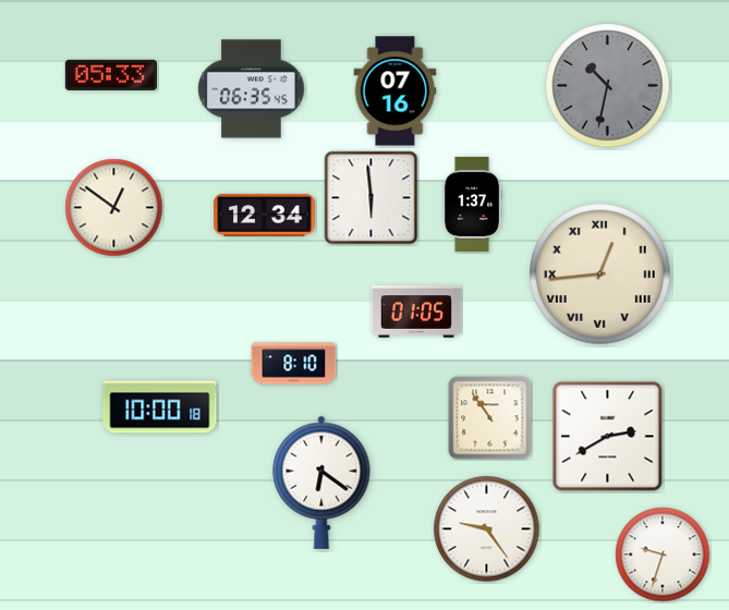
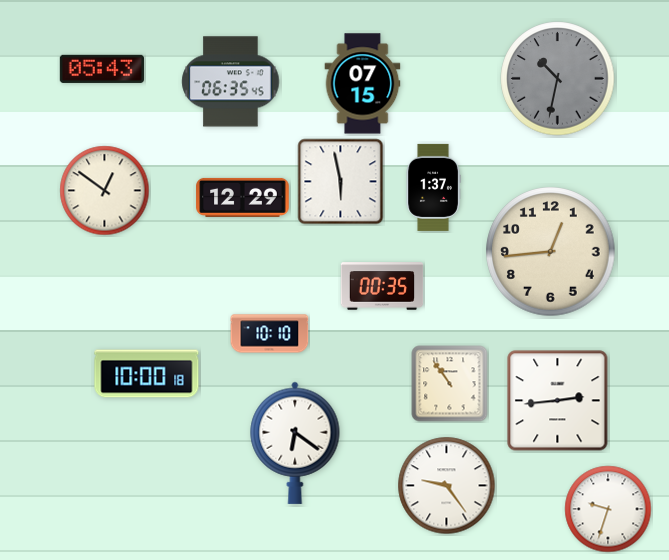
clock at (111, 75): 05:33 -> 05:43
clock at (396, 91): 07:16 -> 07:15
clock at (372, 198): 5:59 -> 5:58
clock at (265, 215): 12:34 -> 12:29
clock at (600, 274) numerals: Roman -> Arabic
clock at (416, 312): 01:05 -> 00:35
clock at (294, 364): 8:10 -> 10:10
clock at (608, 437): 2:40 -> 2:44
